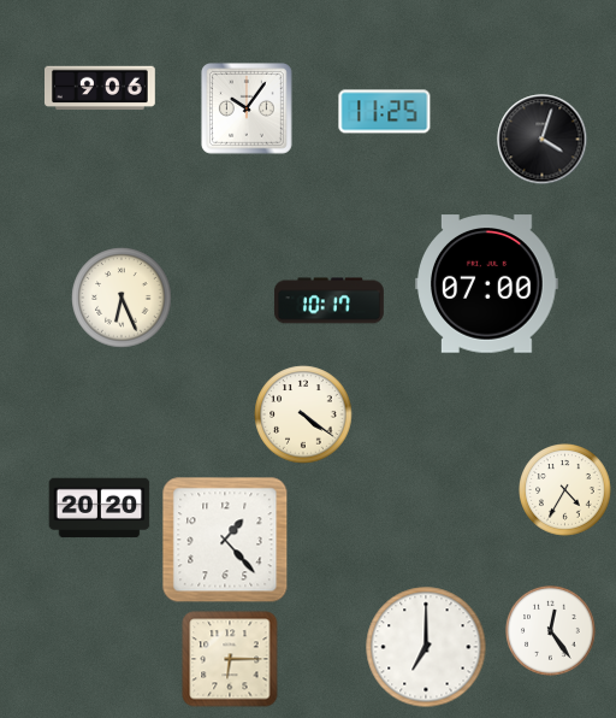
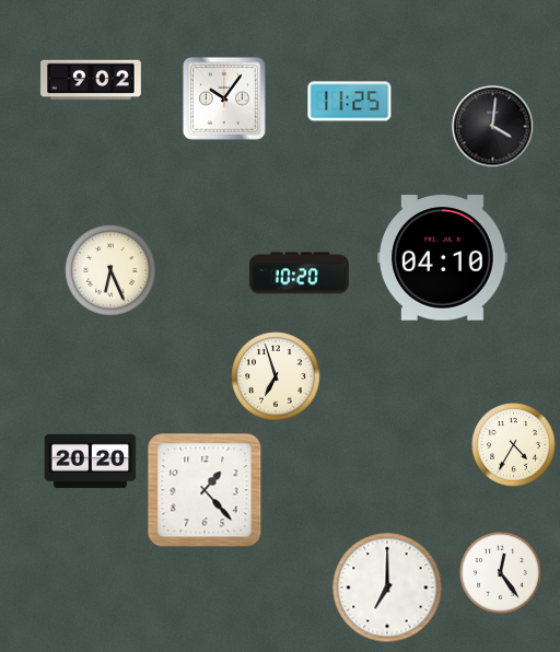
clock at (101, 88): 9:06 -> 9:02
clock at (543, 140): 4:03 -> 4:01
clock at (487, 284): 07:00 -> 04:10
clock at (328, 301): 10:17 -> 10:20
clock at (303, 414): 4:21 -> 6:57
clock at (230, 659): 6:15 -> none
